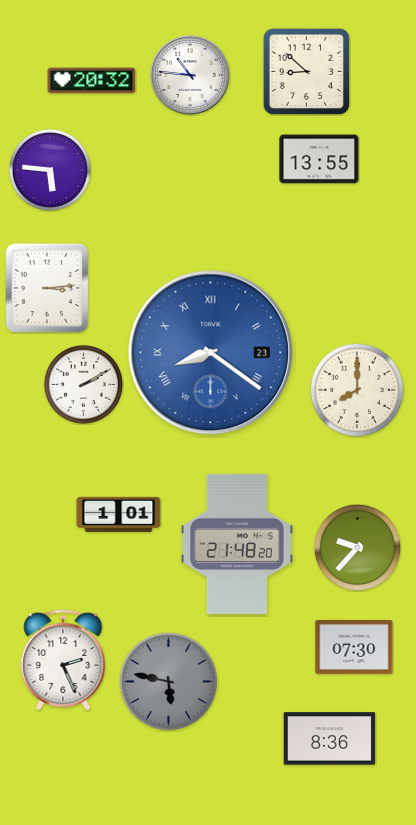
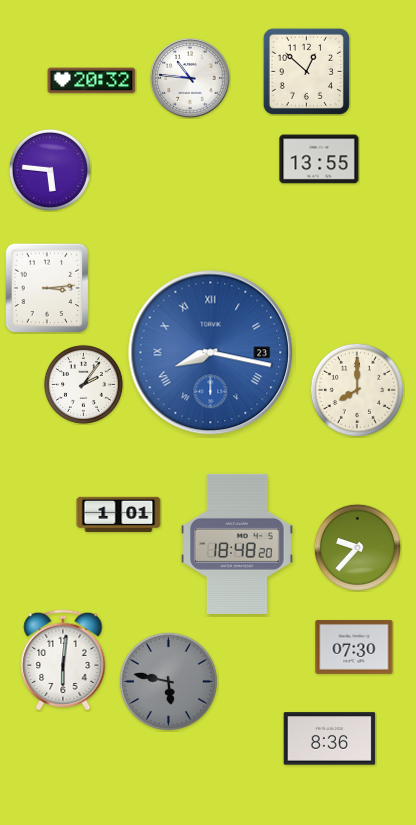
clock at (306, 71): 8:52 -> 12:52
clock at (190, 75) position: (190, 75) -> (190, 78)
clock at (211, 353): 8:21 -> 8:17
clock at (83, 384): 2:10 -> 2:06
clock at (237, 544): 21:48 -> 18:48
clock at (63, 660): 2:26 -> 6:01
